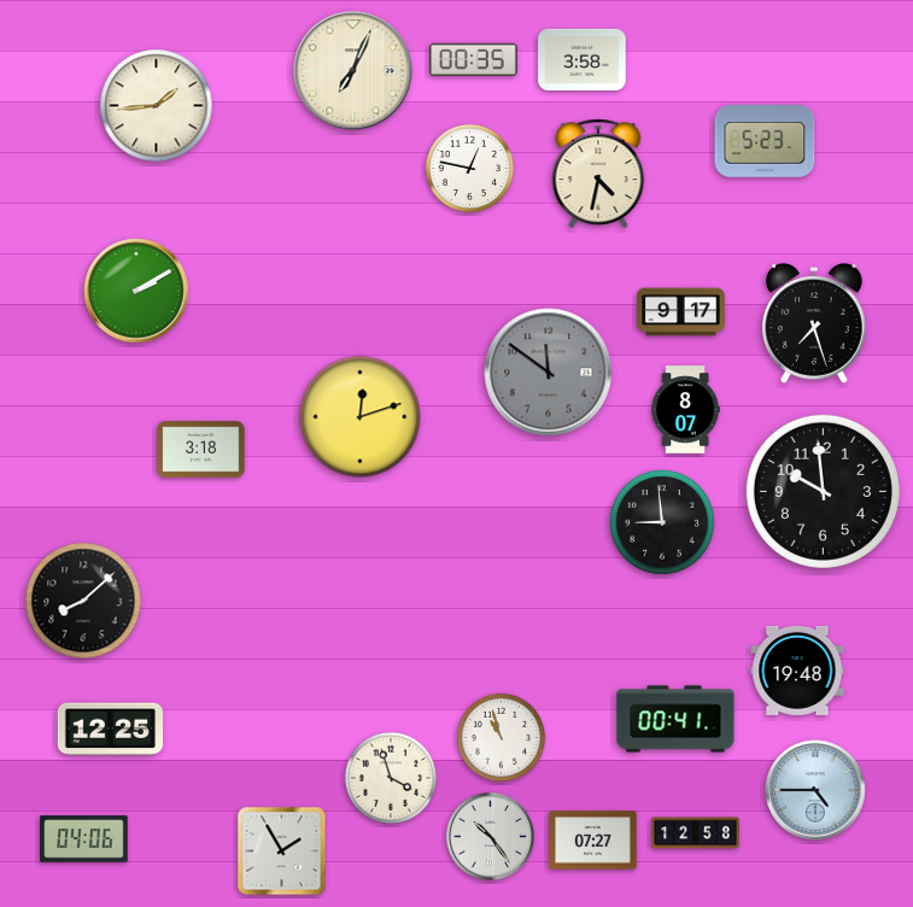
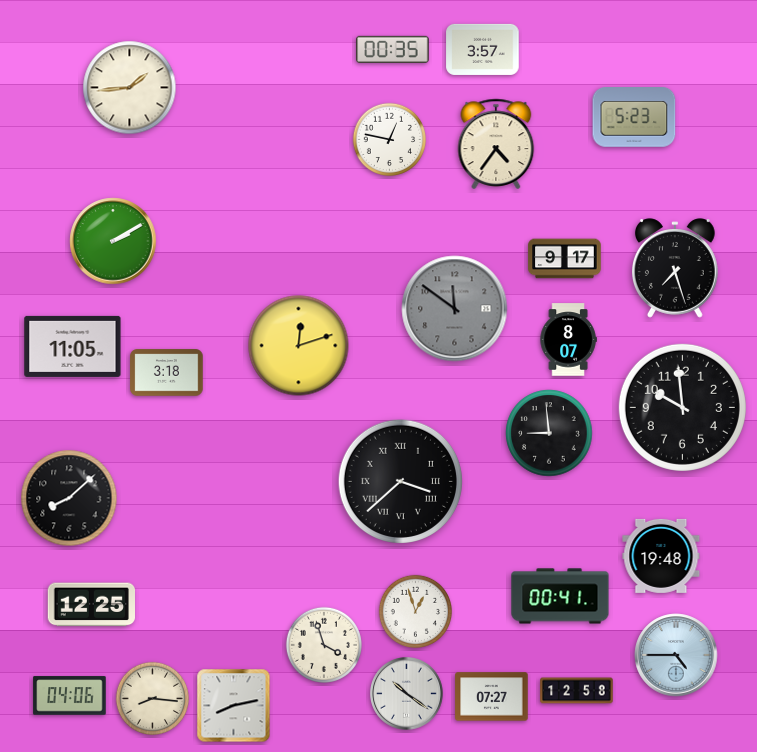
clock at (583, 59): 3:58 -> 3:57
clock at (353, 71): 7:04 -> none
clock at (598, 174): 4:32 -> 4:36
clock at (73, 346): none -> 11:05
clock at (400, 481): none -> 3:38
clock at (502, 738): 10:57 -> 12:57
clock at (491, 837): 10:24 -> 10:21
clock at (153, 699): none -> 8:16
clock at (282, 852): 1:55 -> 8:13
